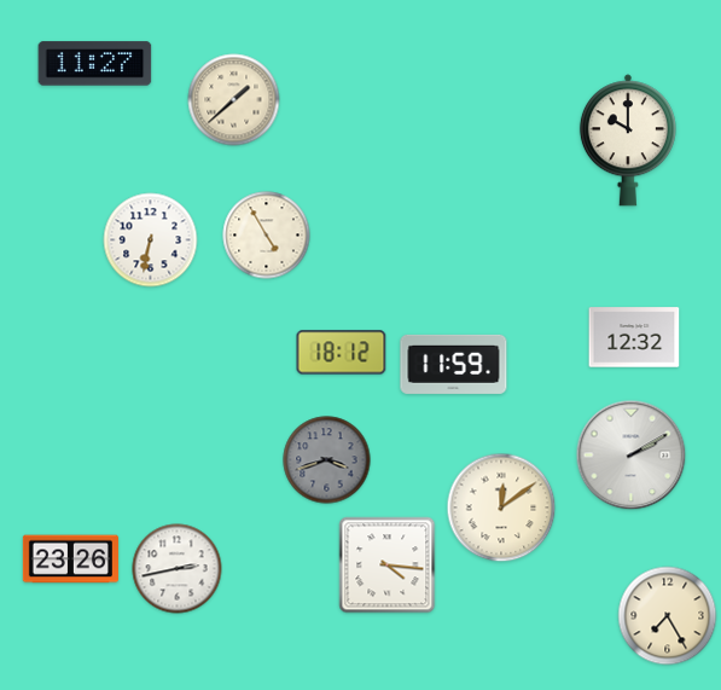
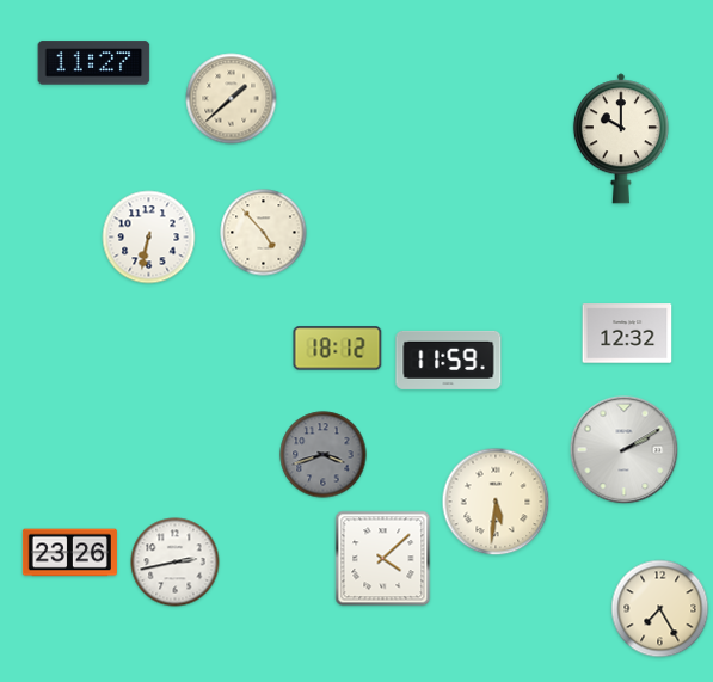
clock at (267, 236): 4:55 -> 4:53
clock at (501, 508): 12:09 -> 5:31
clock at (388, 566): 4:16 -> 4:08
